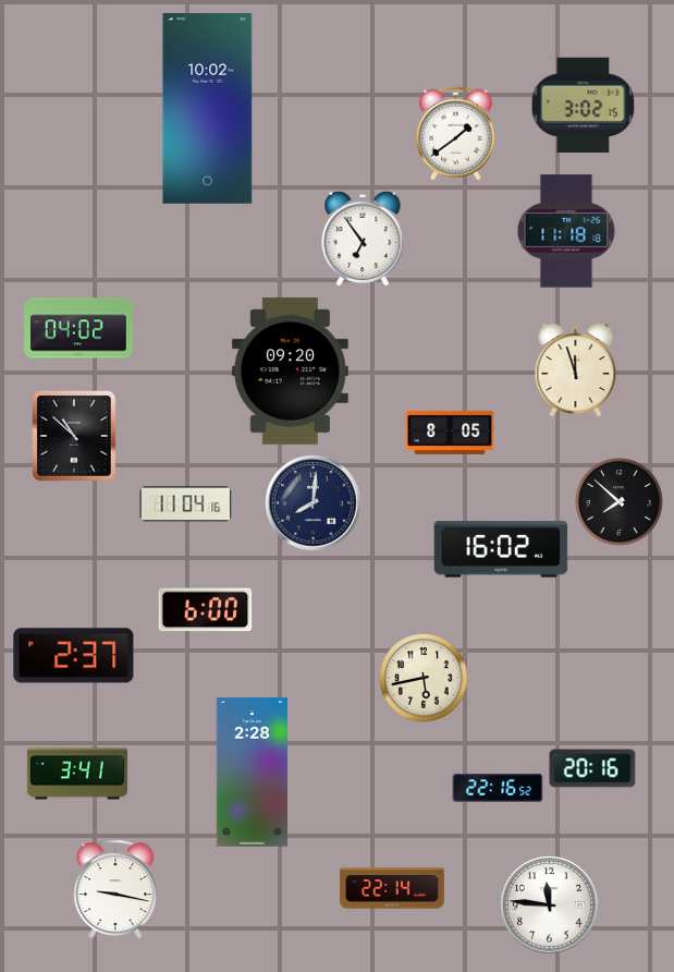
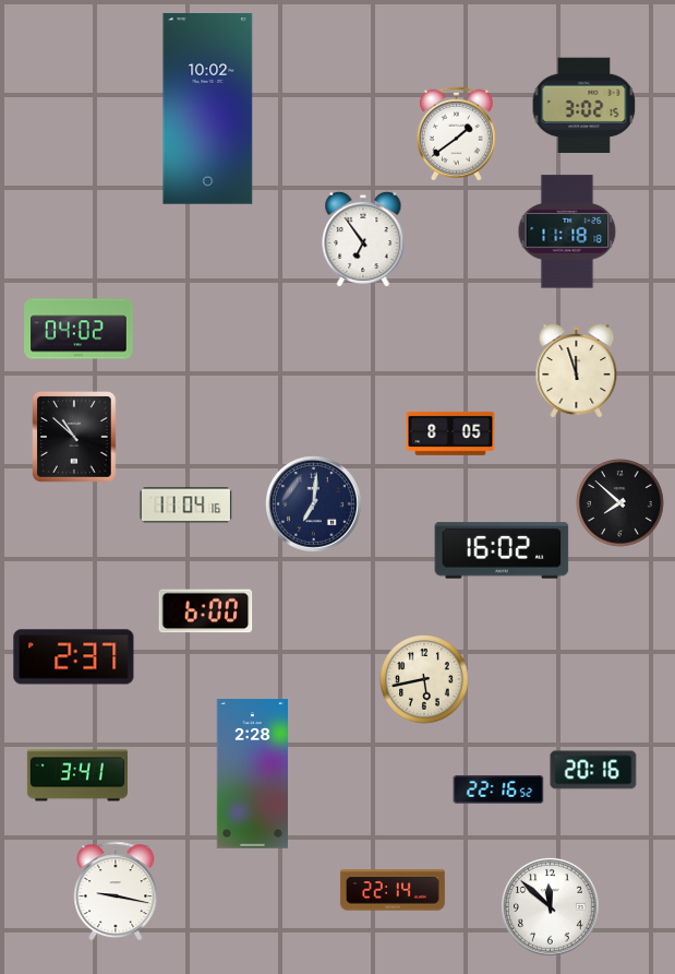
clock at (290, 370): 09:20 -> none
clock at (314, 503): 8:01 -> 7:01
clock at (550, 906): 11:46 -> 11:52
